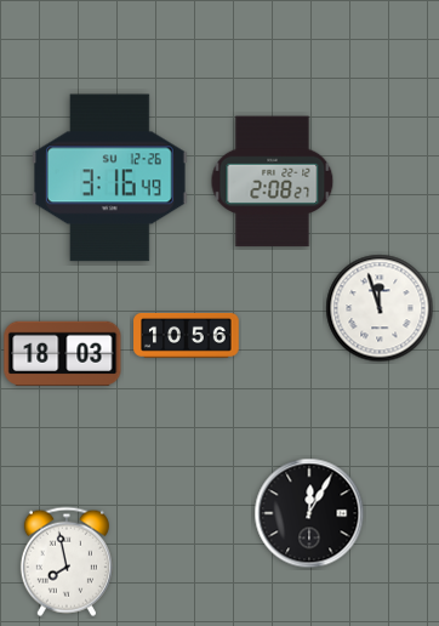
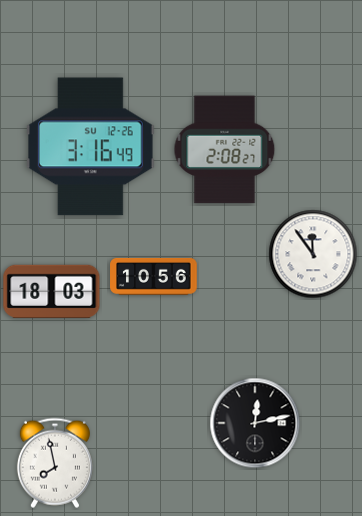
clock at (380, 308): 11:57 -> 11:54
clock at (309, 513): 12:05 -> 12:13
